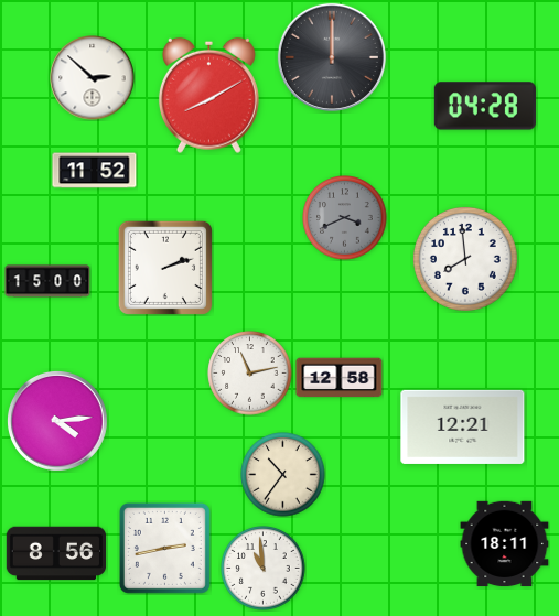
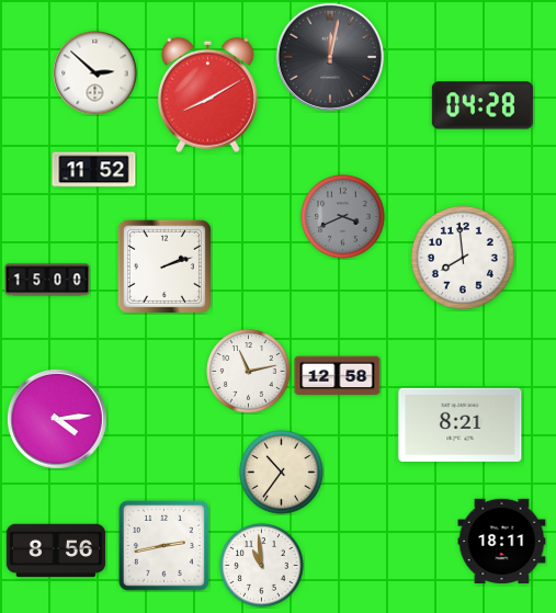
clock at (332, 57): 12:00 -> 12:02
clock at (93, 78) position: (93, 78) -> (95, 73)
clock at (463, 426): 12:21 -> 8:21
